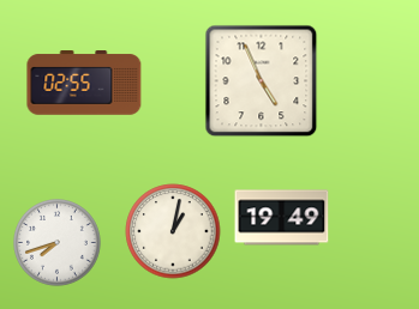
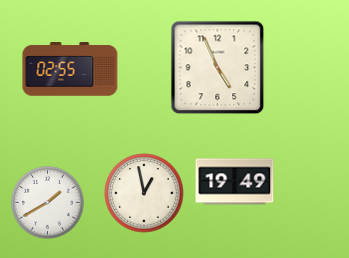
clock at (173, 231): 1:02 -> 12:58
clock at (58, 243): 7:42 -> 1:40
